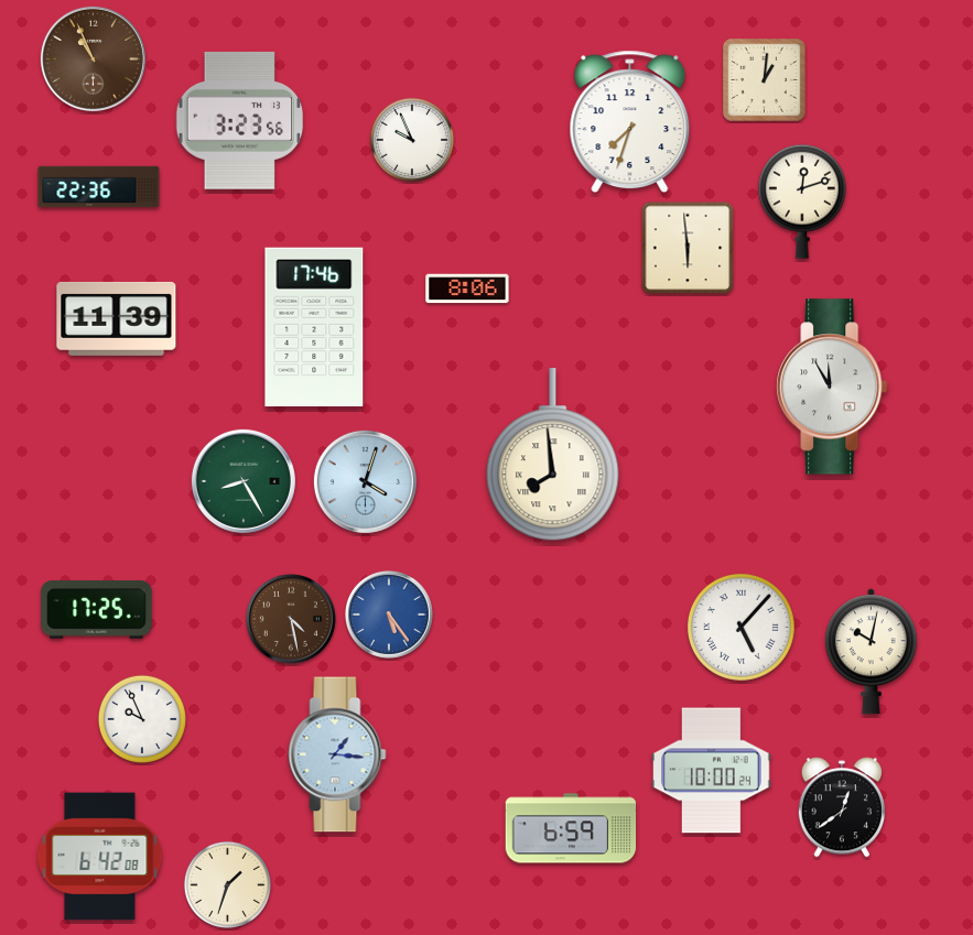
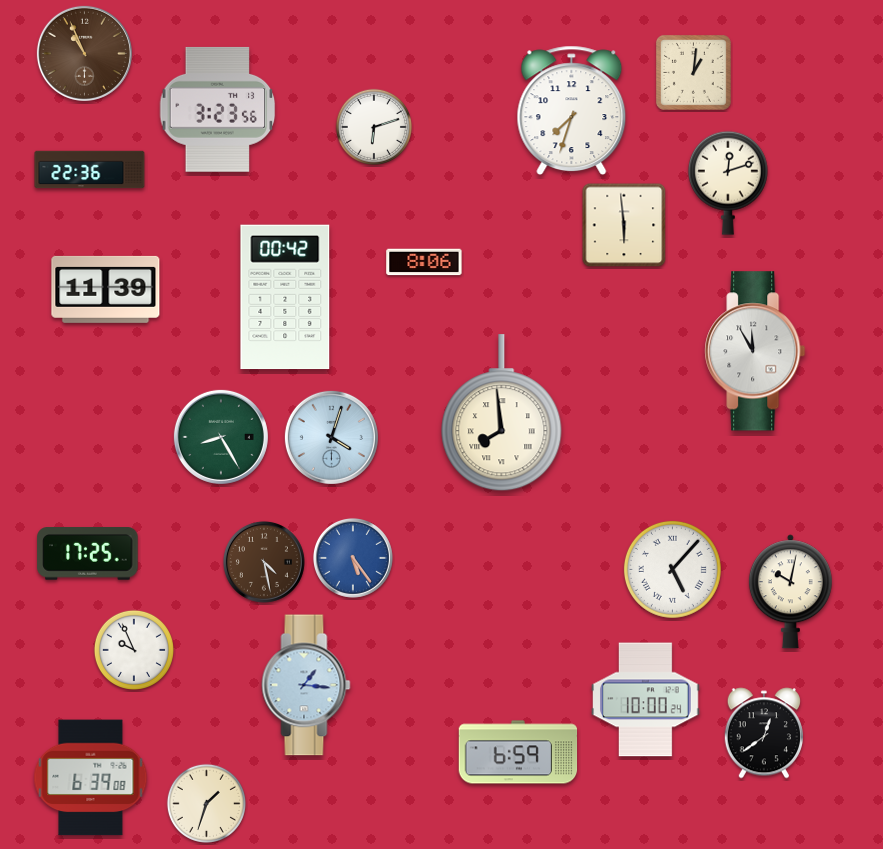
clock at (411, 139): 9:56 -> 6:12
clock at (314, 327): 17:46 -> 00:42
clock at (142, 719) position: (142, 719) -> (134, 650)
clock at (100, 857): 6:42 -> 6:39
